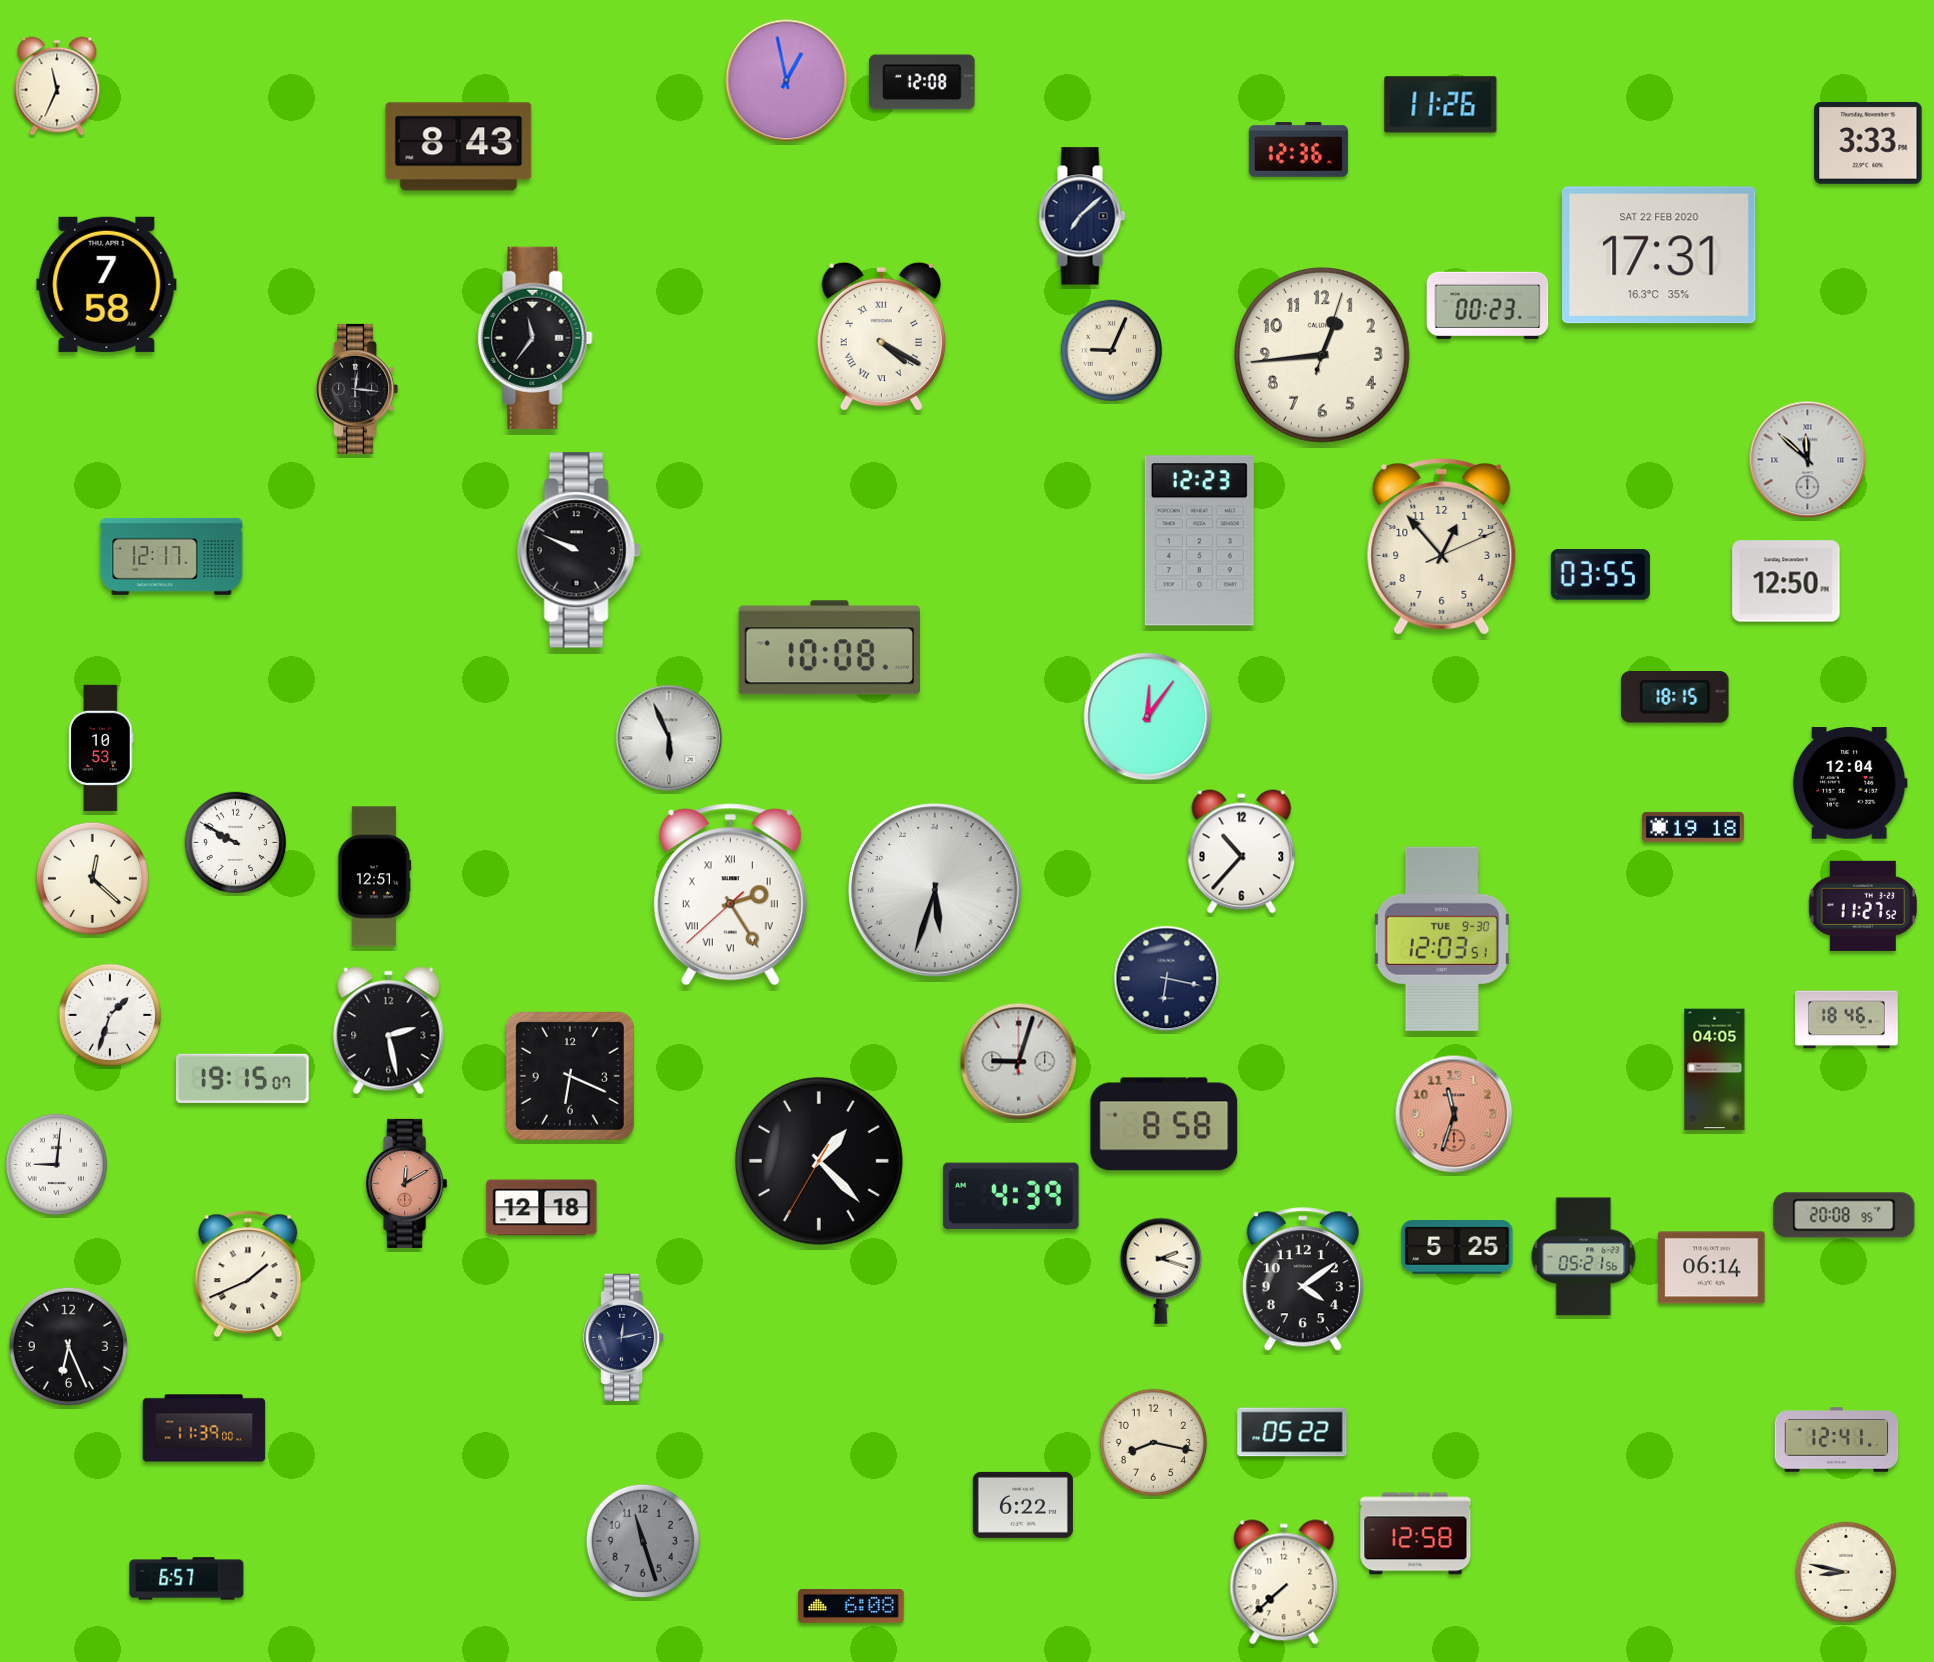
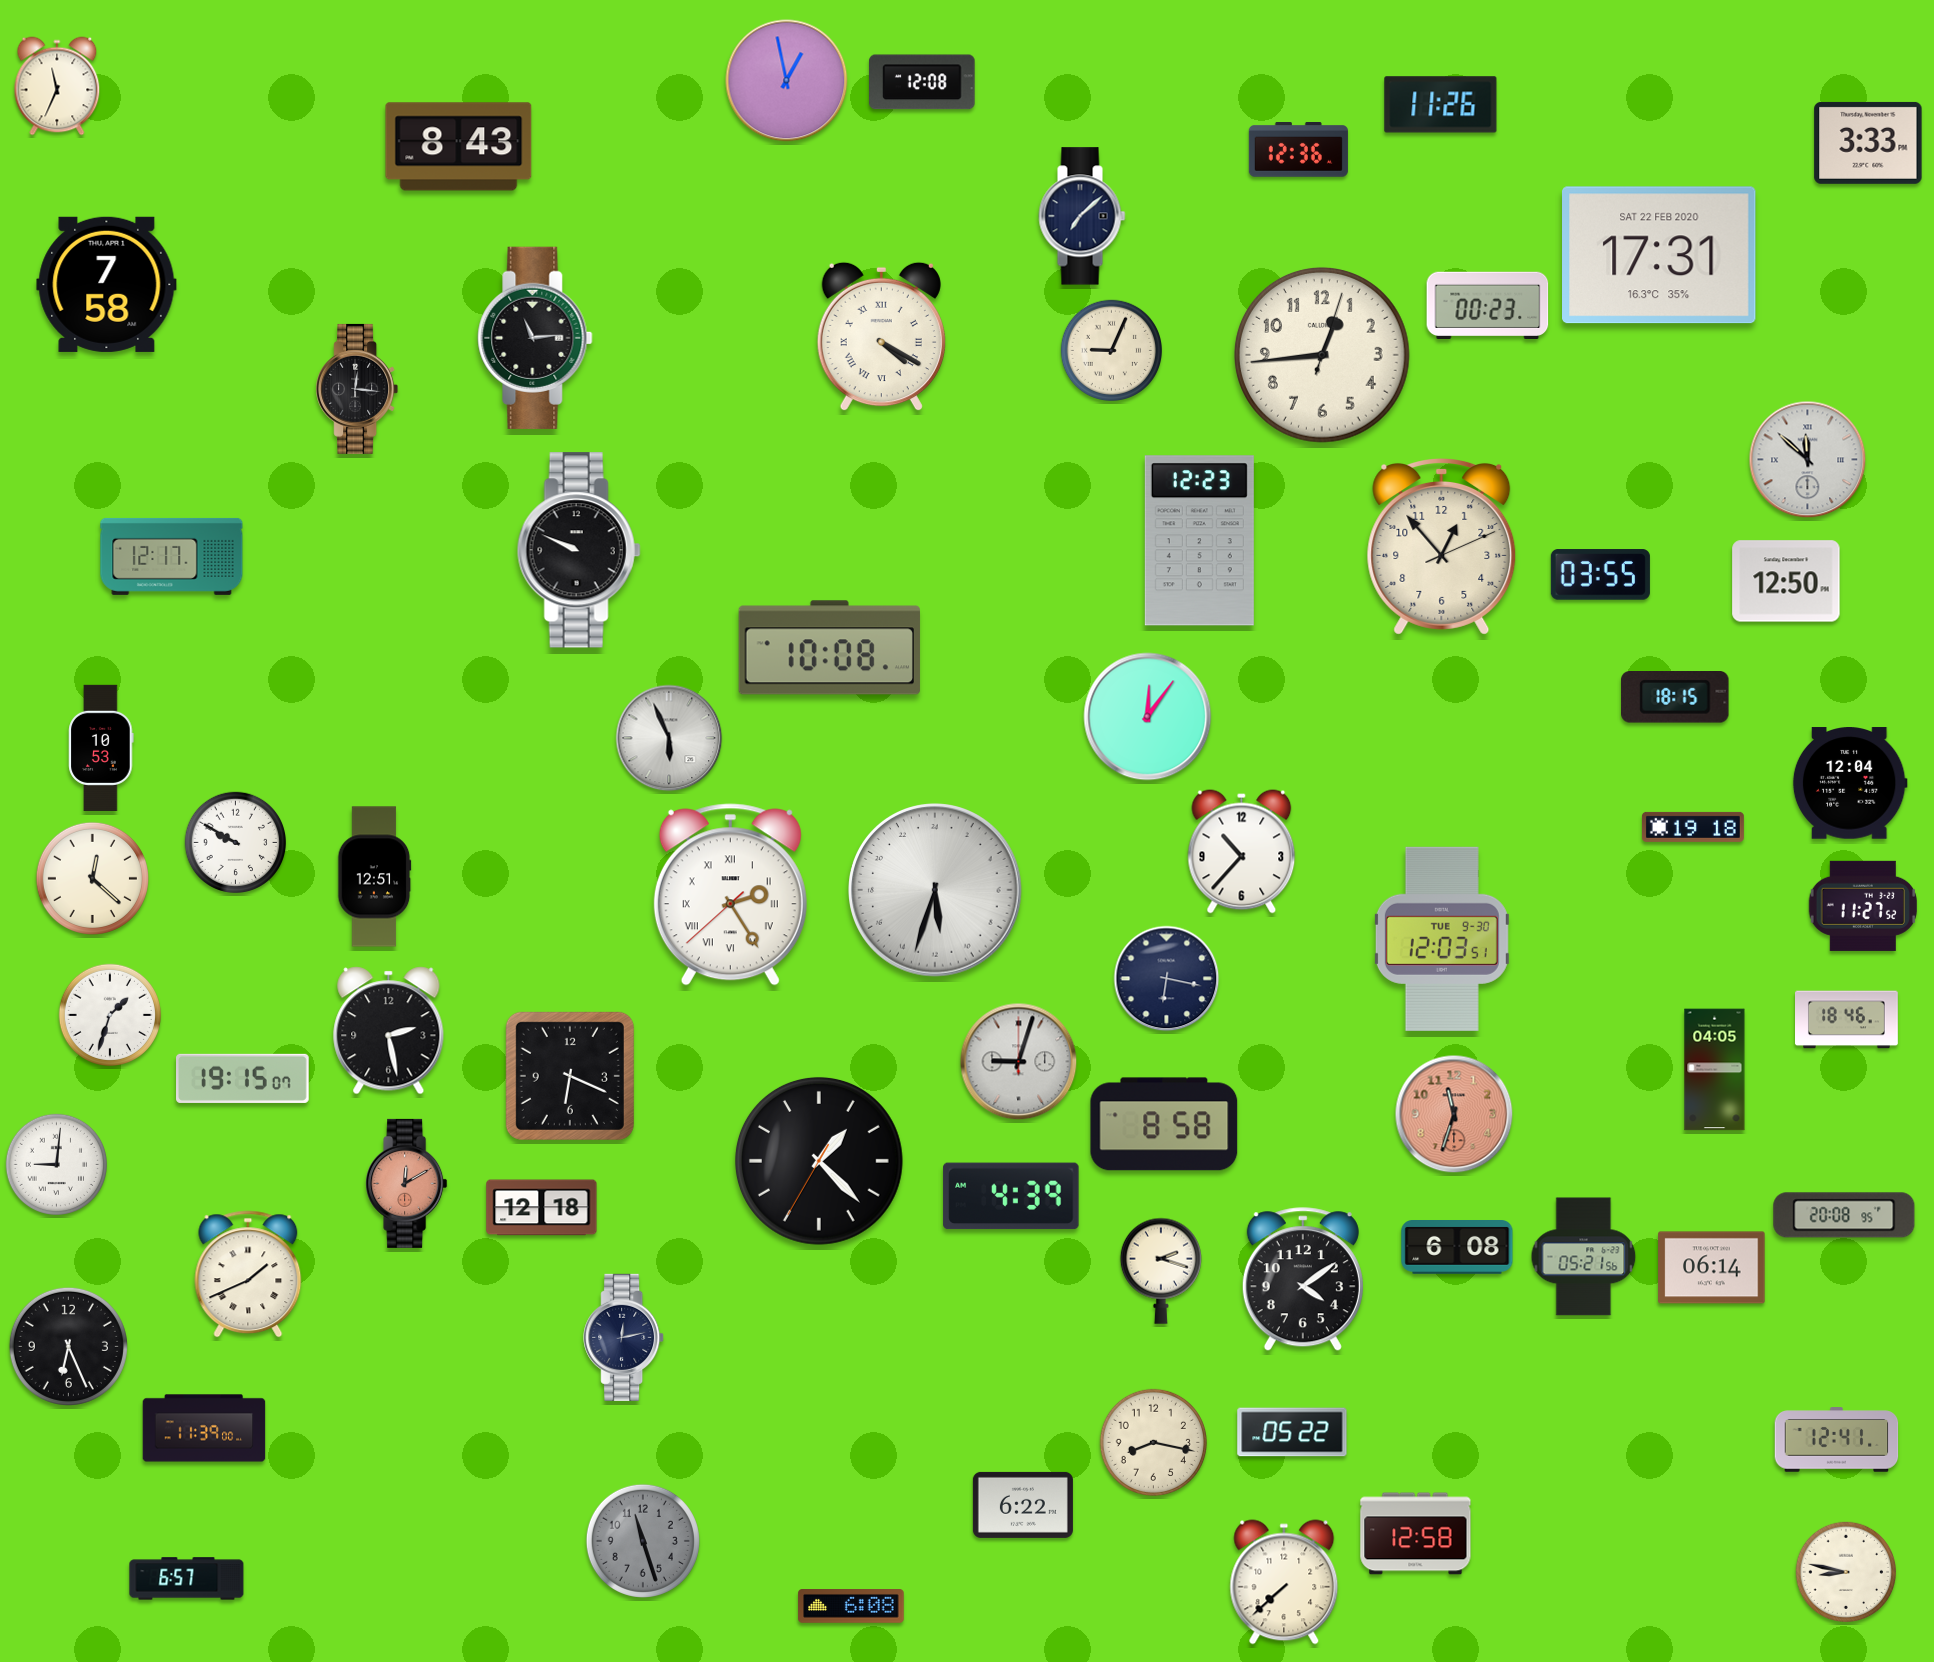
clock at (535, 338): 11:36 -> 11:14
clock at (1457, 1248): 5:25 -> 6:08
